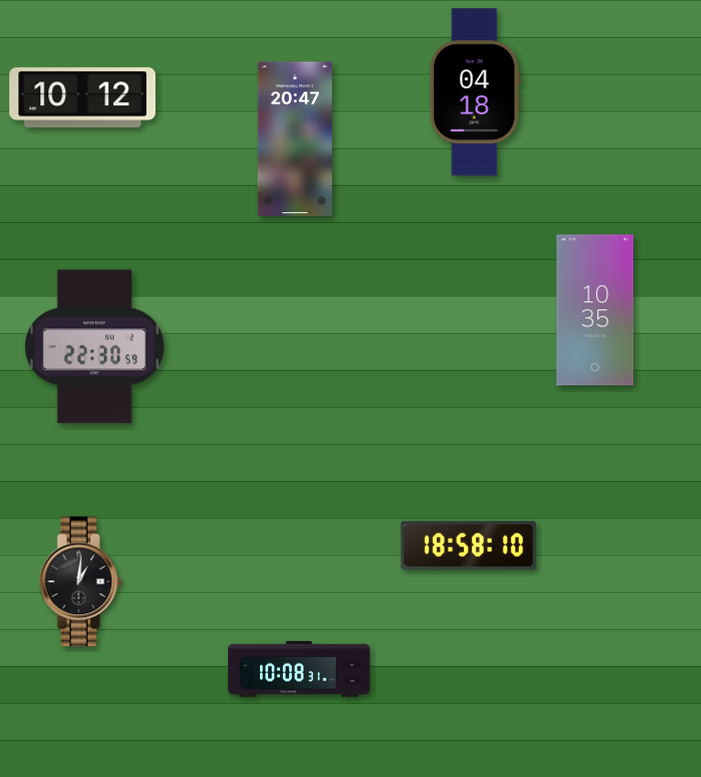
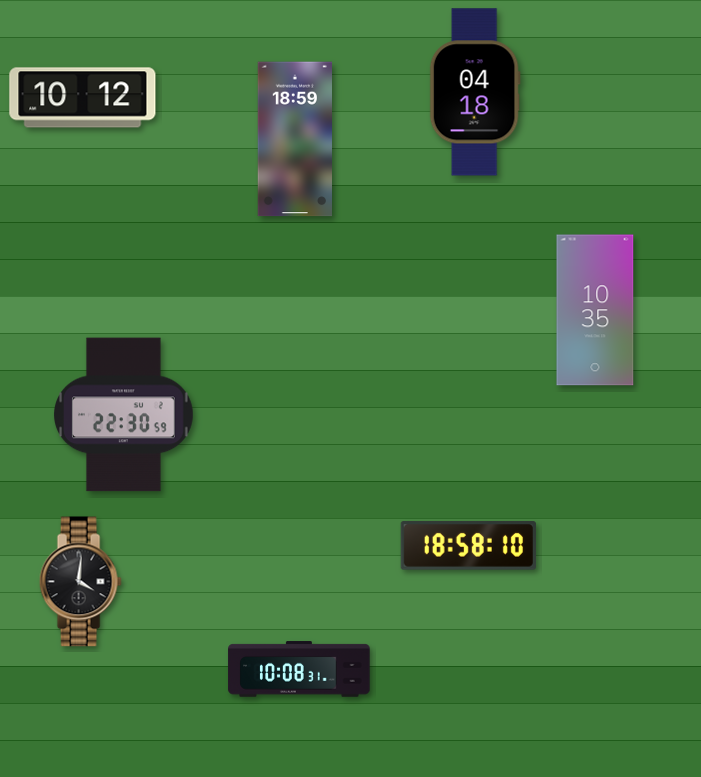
clock at (294, 139): 20:47 -> 18:59
clock at (95, 347) position: (95, 347) -> (124, 415)
clock at (80, 582): 1:01 -> 4:01
